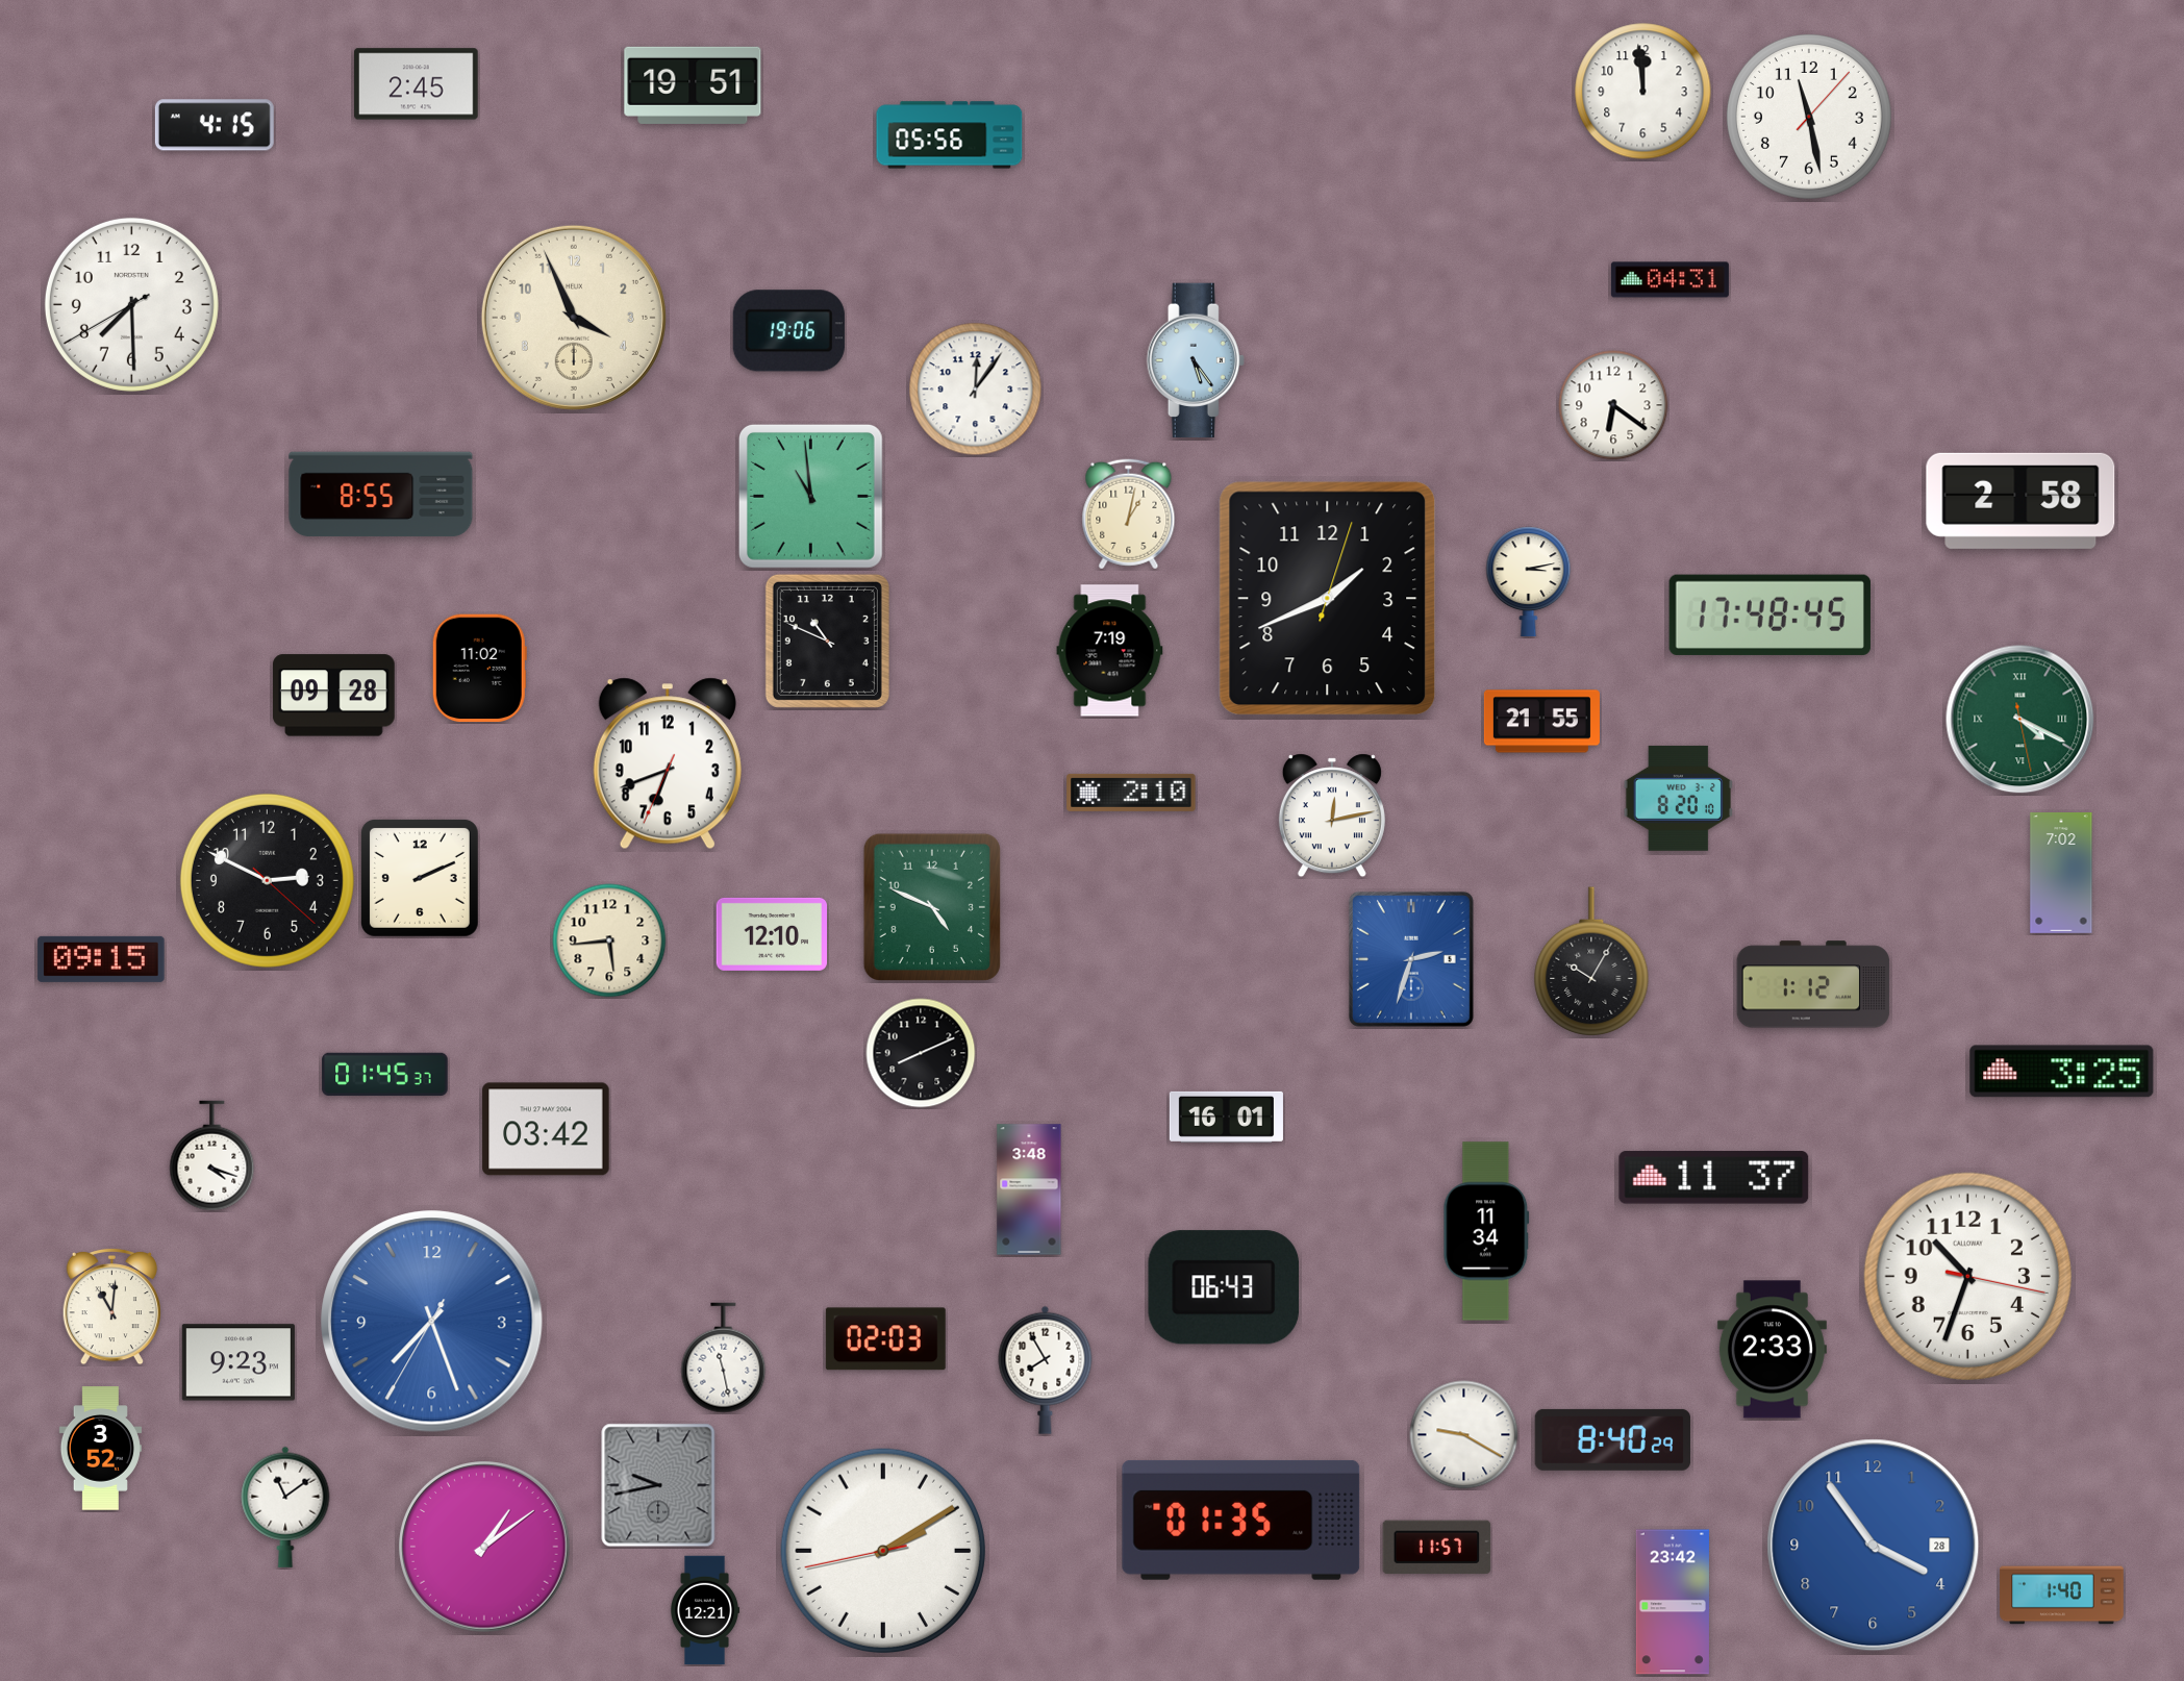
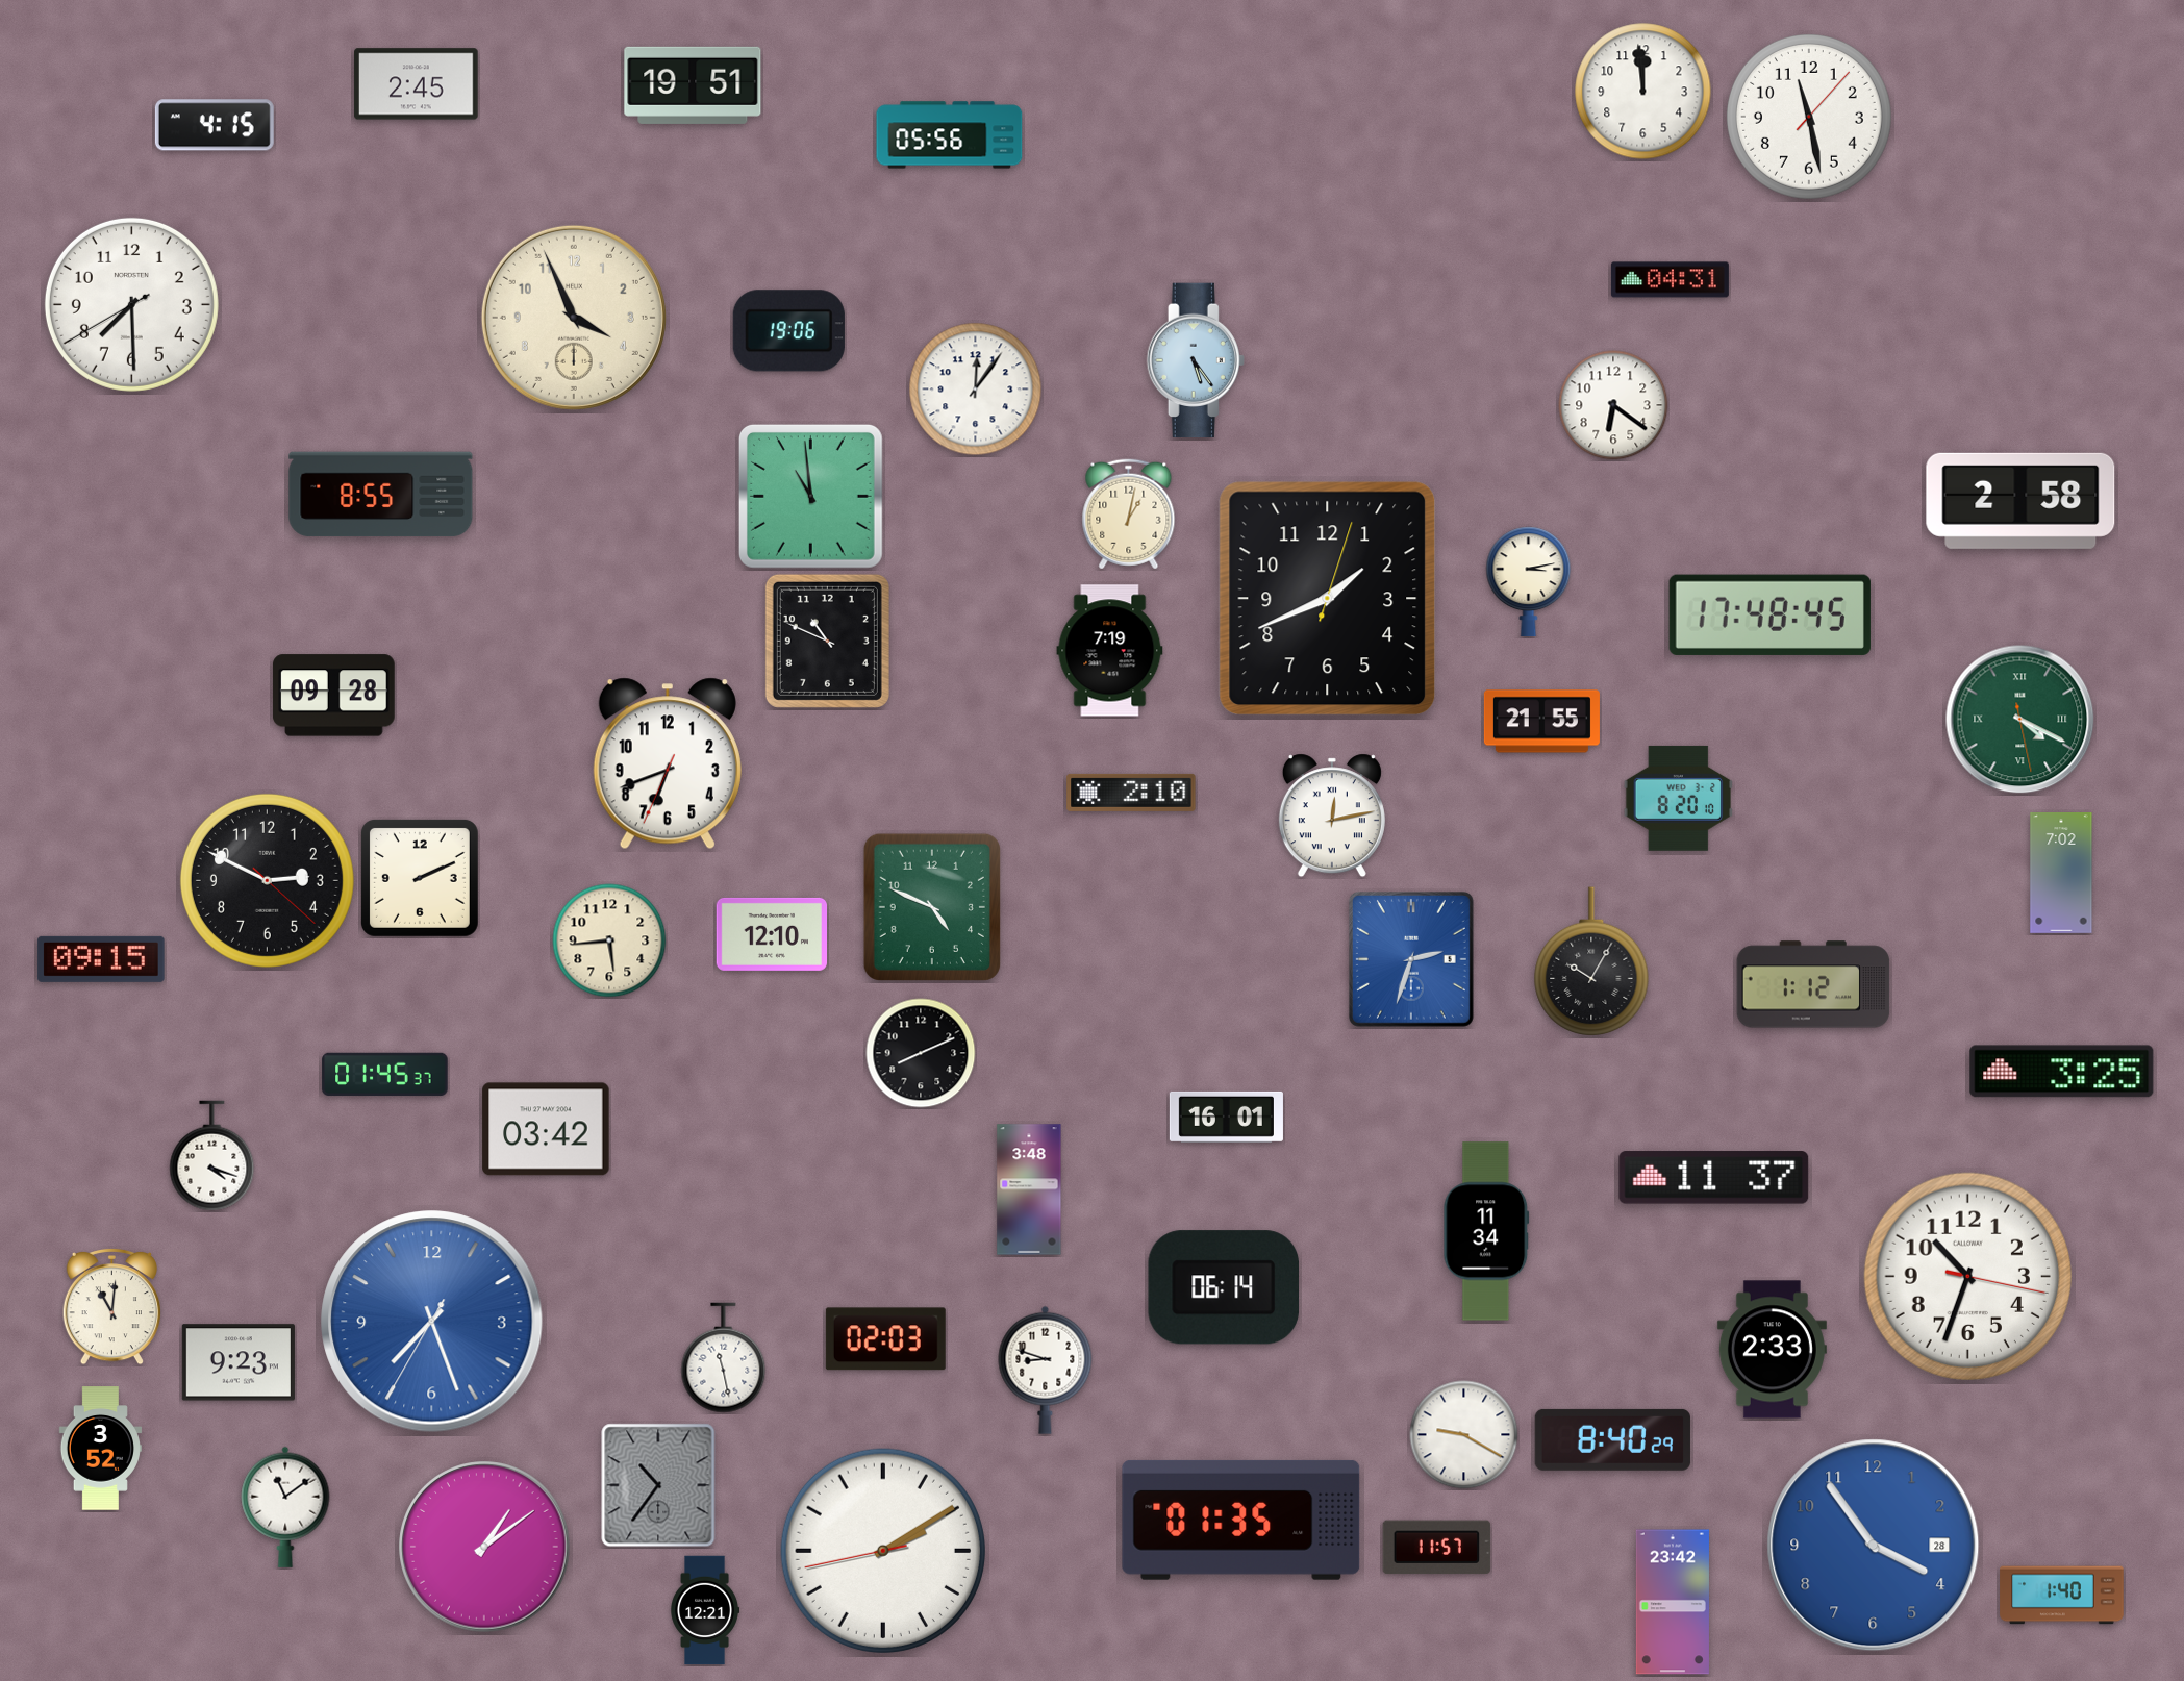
clock at (479, 669): 11:02 -> none
clock at (1223, 1287): 06:43 -> 06:14
clock at (1046, 1370): 7:55 -> 8:48
clock at (658, 1485): 9:43 -> 10:36
